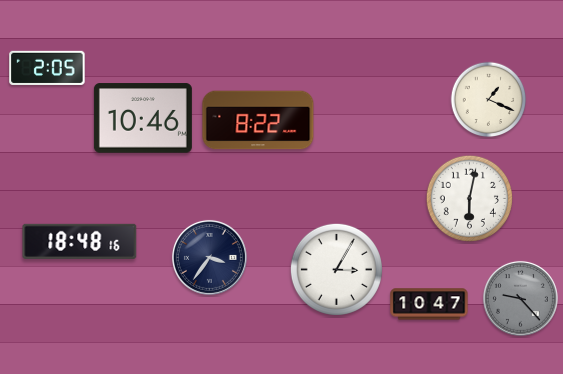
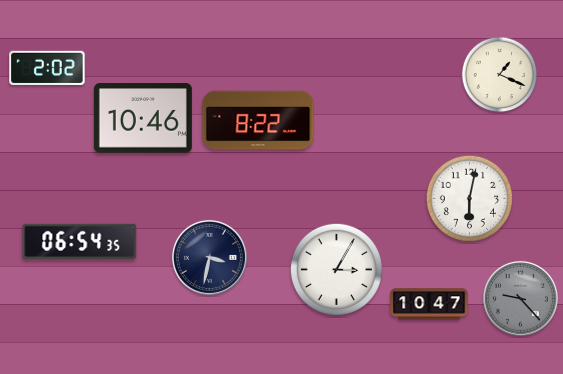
clock at (47, 68): 2:05 -> 2:02
clock at (489, 100) position: (489, 100) -> (500, 75)
clock at (80, 241): 18:48 -> 06:54
clock at (209, 257): 3:36 -> 3:32
